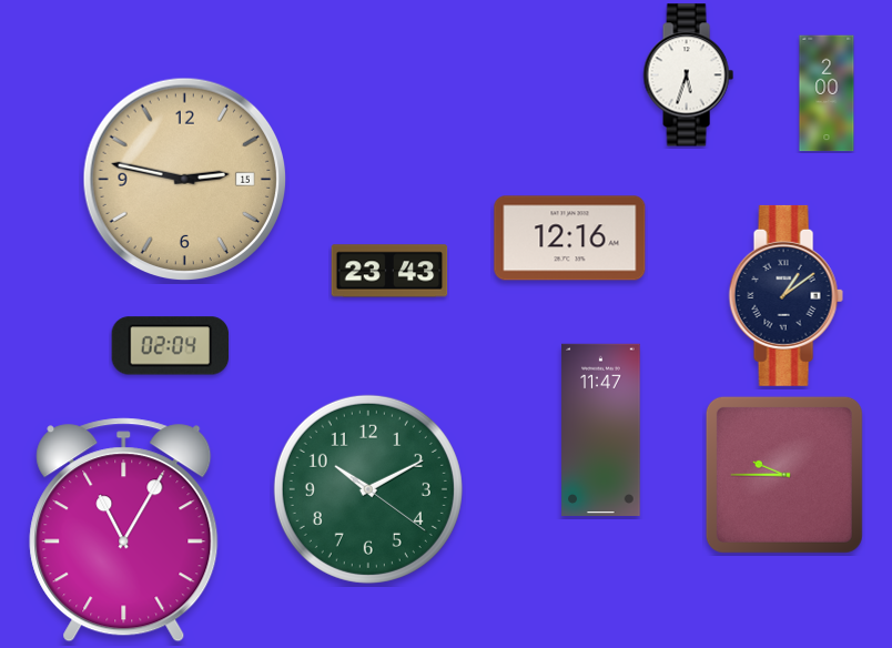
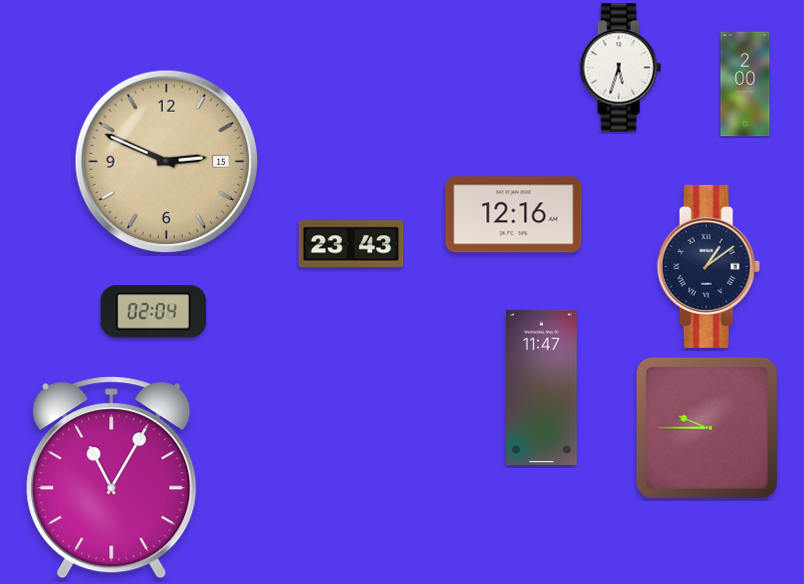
clock at (185, 180): 2:47 -> 2:49
clock at (368, 489): 10:10 -> none
